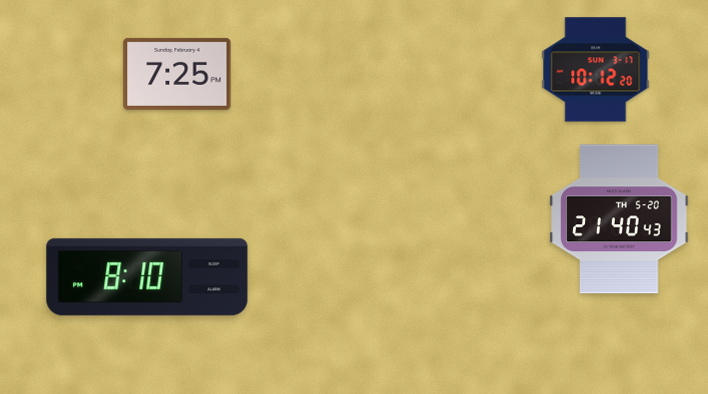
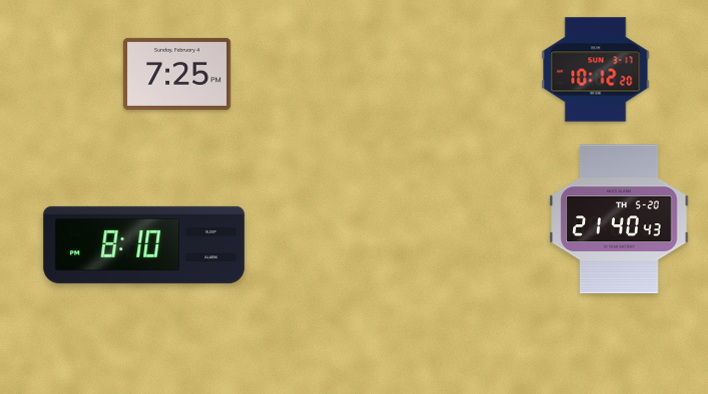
clock at (147, 277) position: (147, 277) -> (144, 245)
